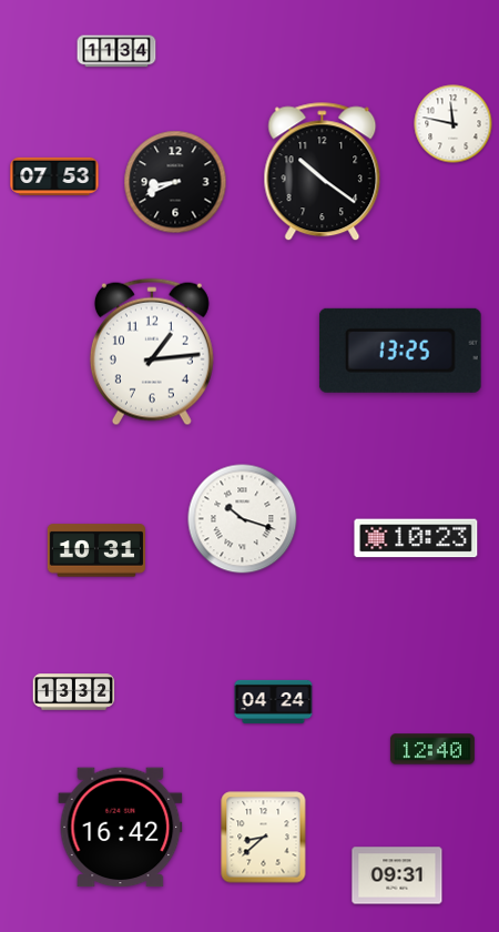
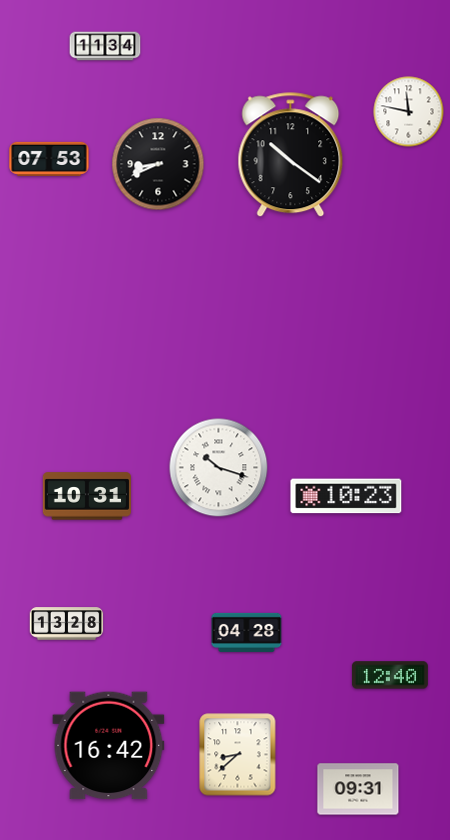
clock at (400, 351): 13:25 -> none
clock at (152, 352): 1:14 -> none
clock at (416, 538) position: (416, 538) -> (346, 496)
clock at (74, 692): 13:32 -> 13:28
clock at (274, 701): 04:24 -> 04:28
